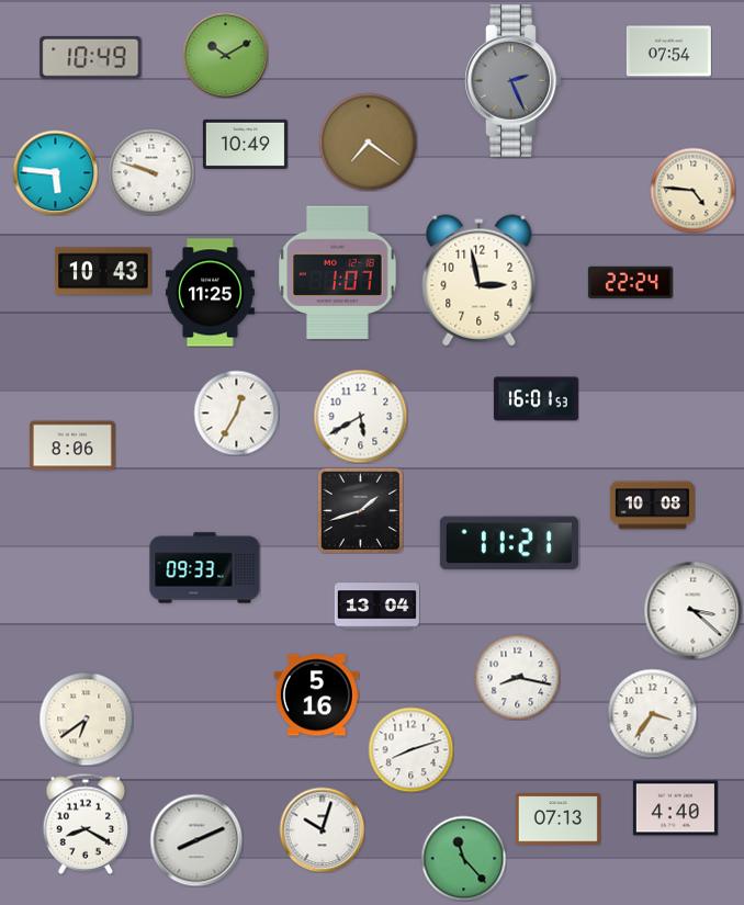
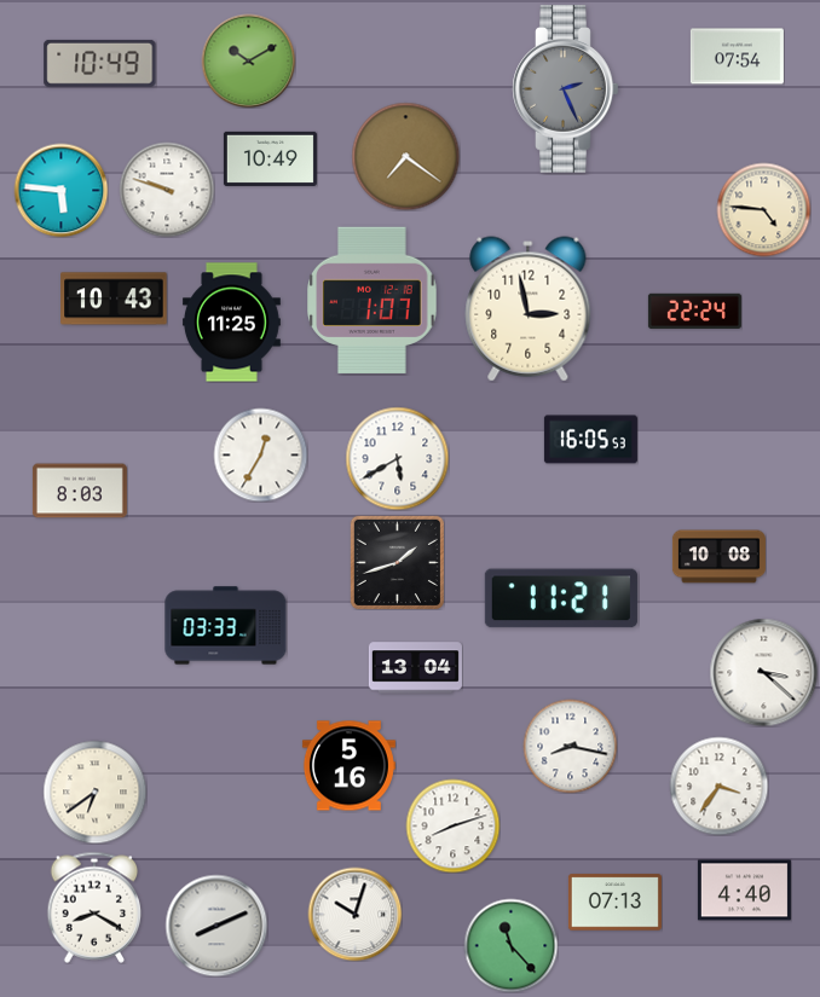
clock at (536, 399): 16:01 -> 16:05
clock at (72, 445): 8:06 -> 8:03
clock at (205, 568): 09:33 -> 03:33
